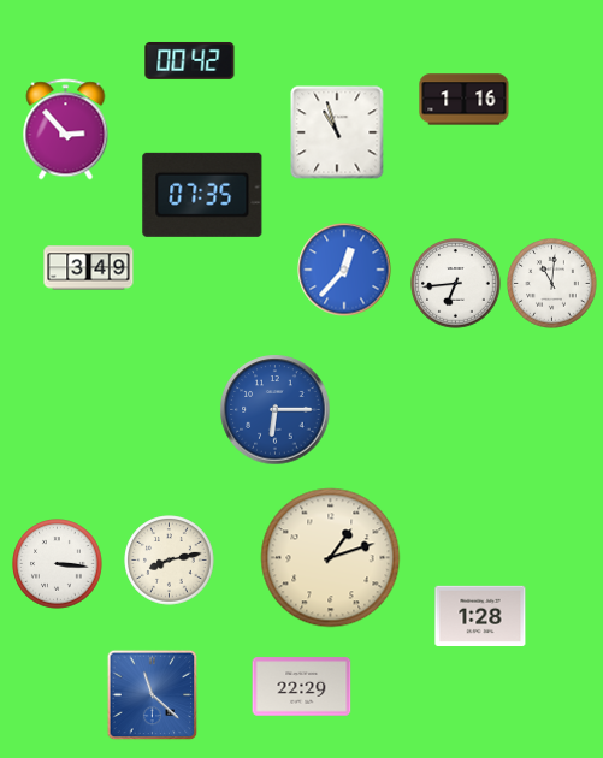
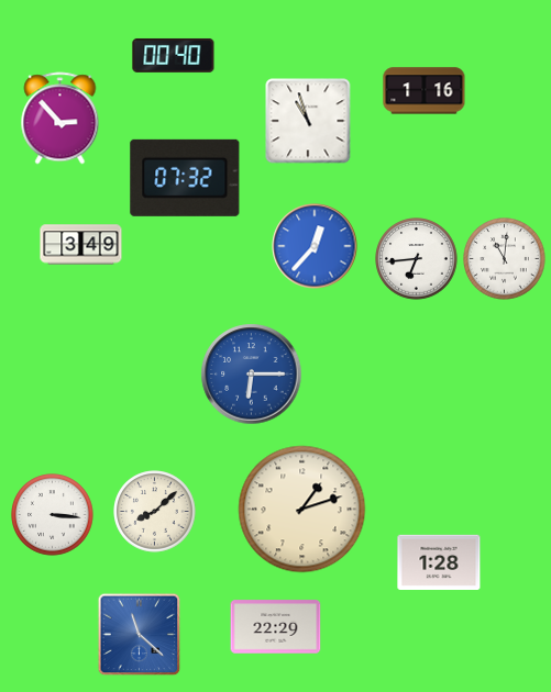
clock at (190, 61): 00:42 -> 00:40
clock at (202, 195): 07:35 -> 07:32
clock at (170, 561): 8:13 -> 8:08
